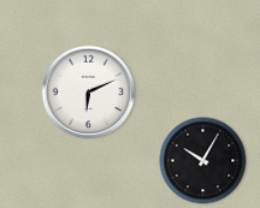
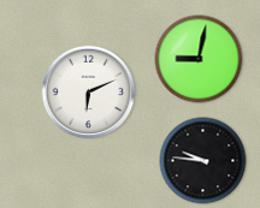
clock at (199, 59): none -> 9:02
clock at (203, 161): 10:05 -> 9:46
